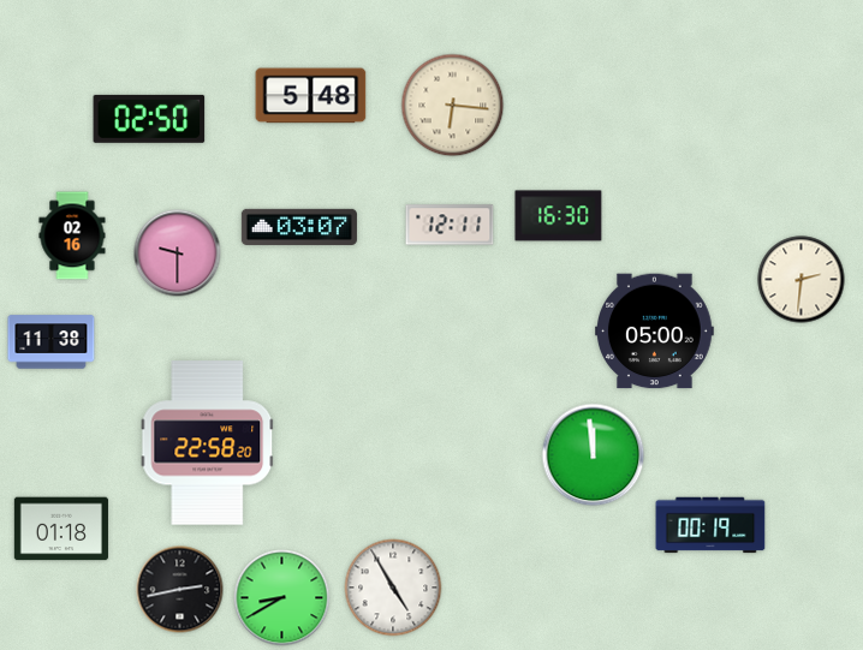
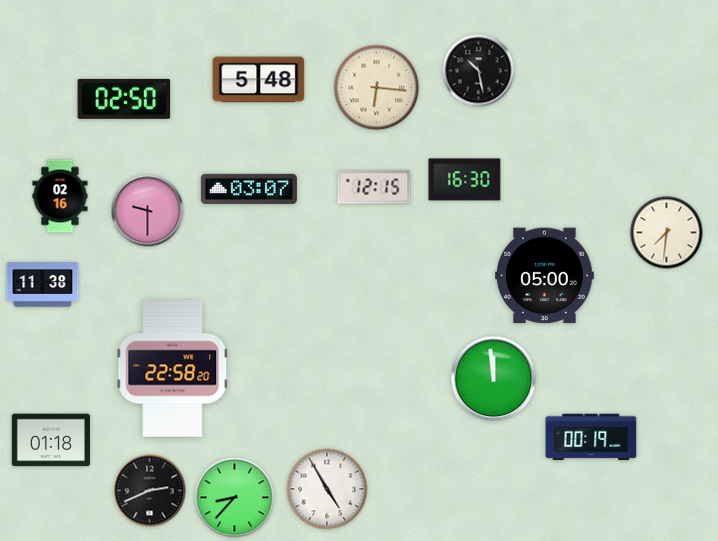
clock at (479, 71): none -> 10:28
clock at (450, 225): 12:11 -> 12:15
clock at (802, 280): 2:31 -> 7:31
clock at (180, 590): 2:43 -> 2:41
clock at (282, 598): 8:40 -> 8:37
